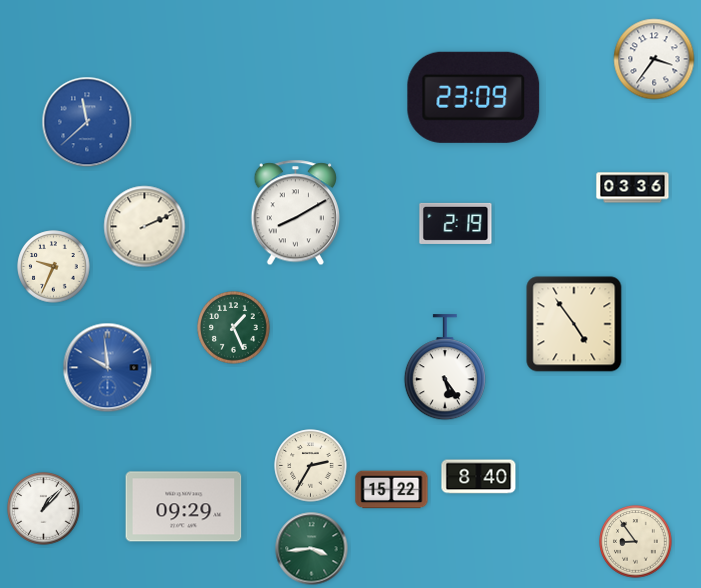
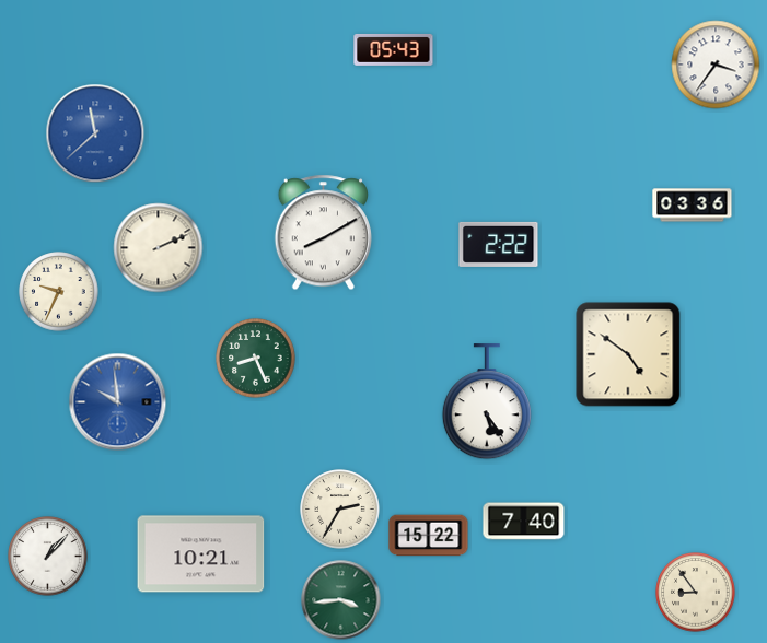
clock at (394, 49): none -> 05:43
clock at (474, 97): 23:09 -> none
clock at (456, 223): 2:19 -> 2:22
clock at (574, 324): 4:54 -> 4:51
clock at (234, 328): 1:26 -> 8:26
clock at (479, 477): 8:40 -> 7:40
clock at (184, 507): 09:29 -> 10:21
